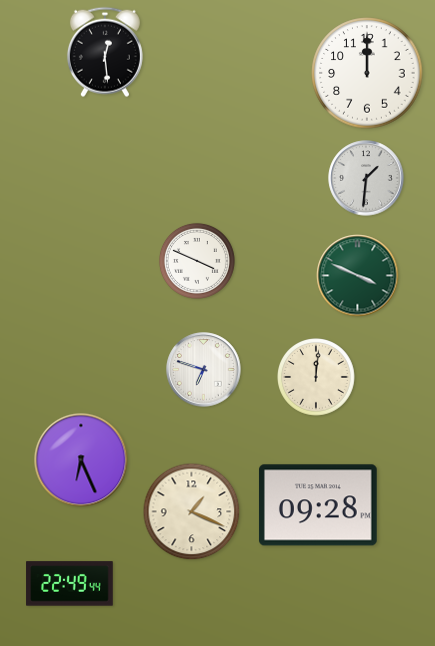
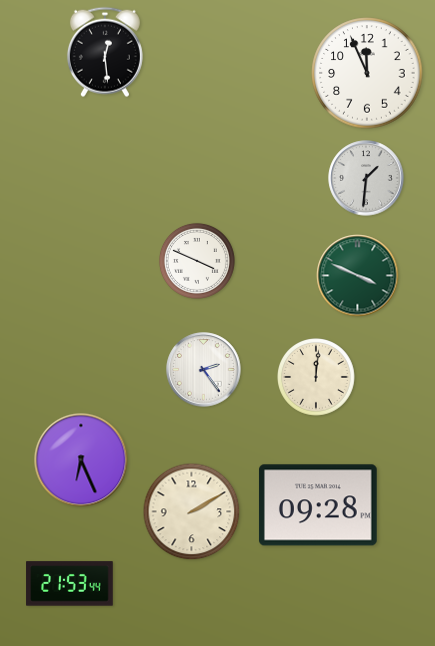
clock at (367, 73): 12:00 -> 11:56
clock at (204, 370): 6:48 -> 2:24
clock at (192, 512): 1:19 -> 2:10
clock at (70, 584): 22:49 -> 21:53
